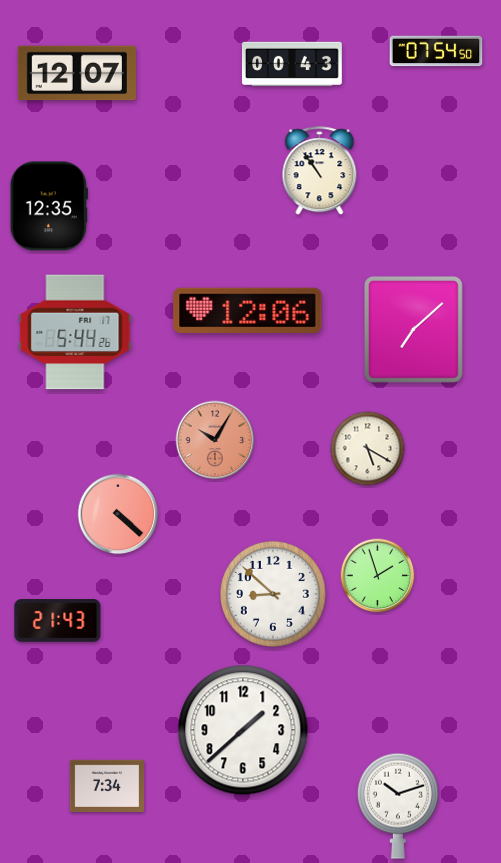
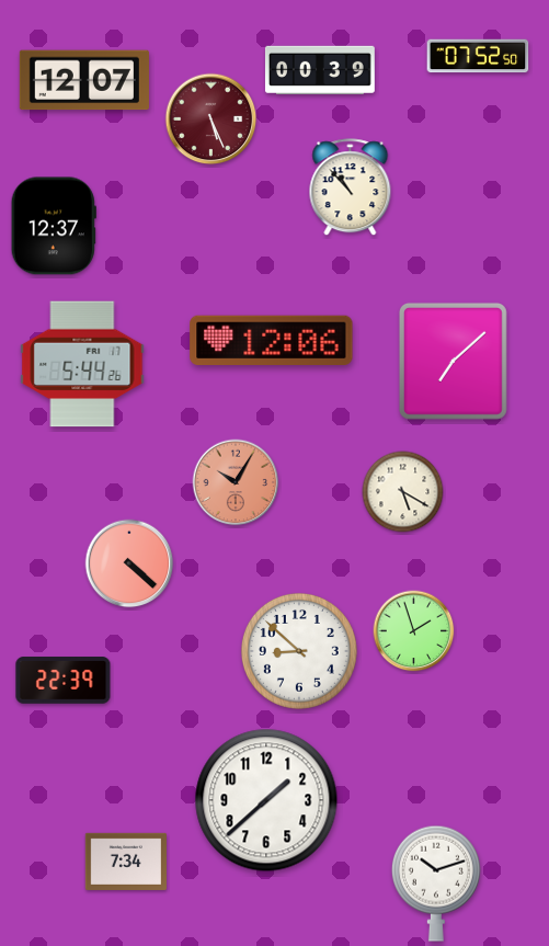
clock at (436, 51): 07:54 -> 07:52
clock at (292, 64): 00:43 -> 00:39
clock at (211, 119): none -> 5:26
clock at (320, 171): 10:54 -> 10:53
clock at (49, 206): 12:35 -> 12:37
clock at (58, 621): 21:43 -> 22:39
clock at (106, 786) position: (106, 786) -> (125, 862)
